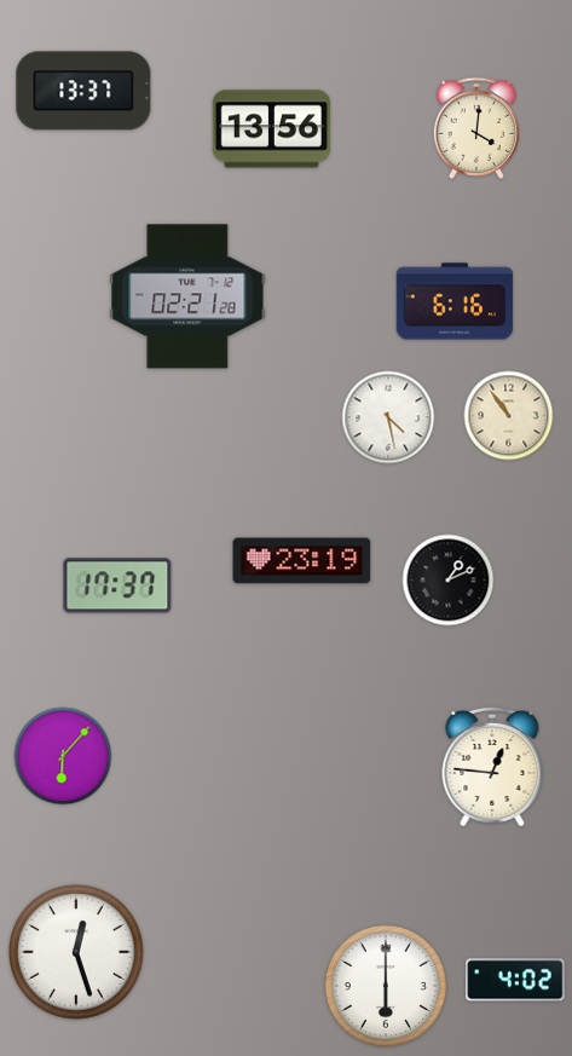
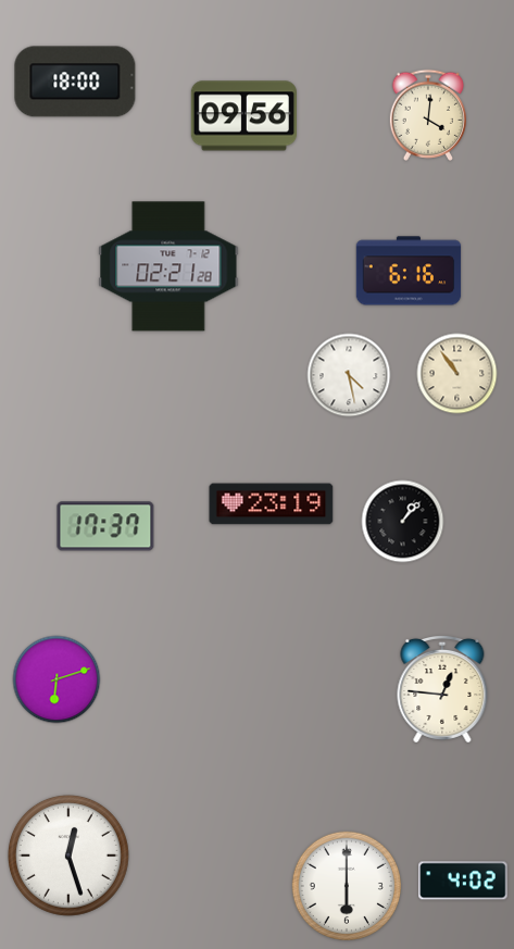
clock at (83, 91): 13:37 -> 18:00
clock at (271, 129): 13:56 -> 09:56
clock at (449, 581): 1:11 -> 1:07
clock at (63, 756): 6:07 -> 6:12
